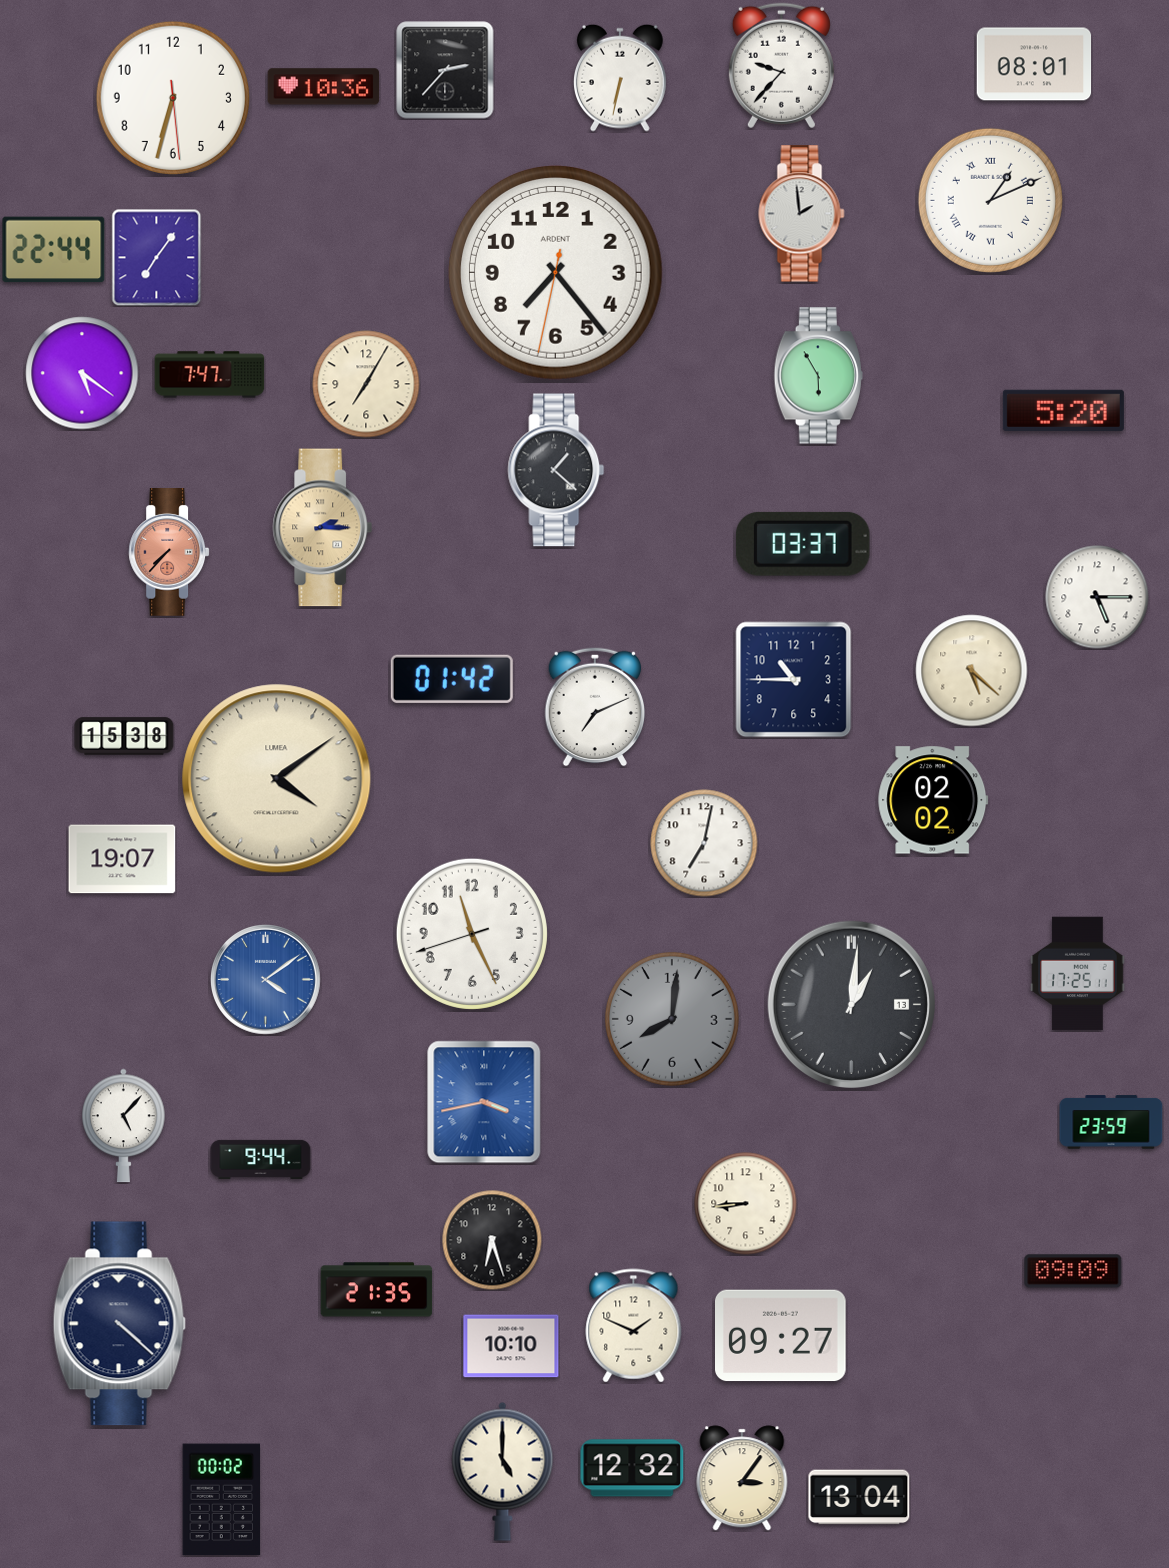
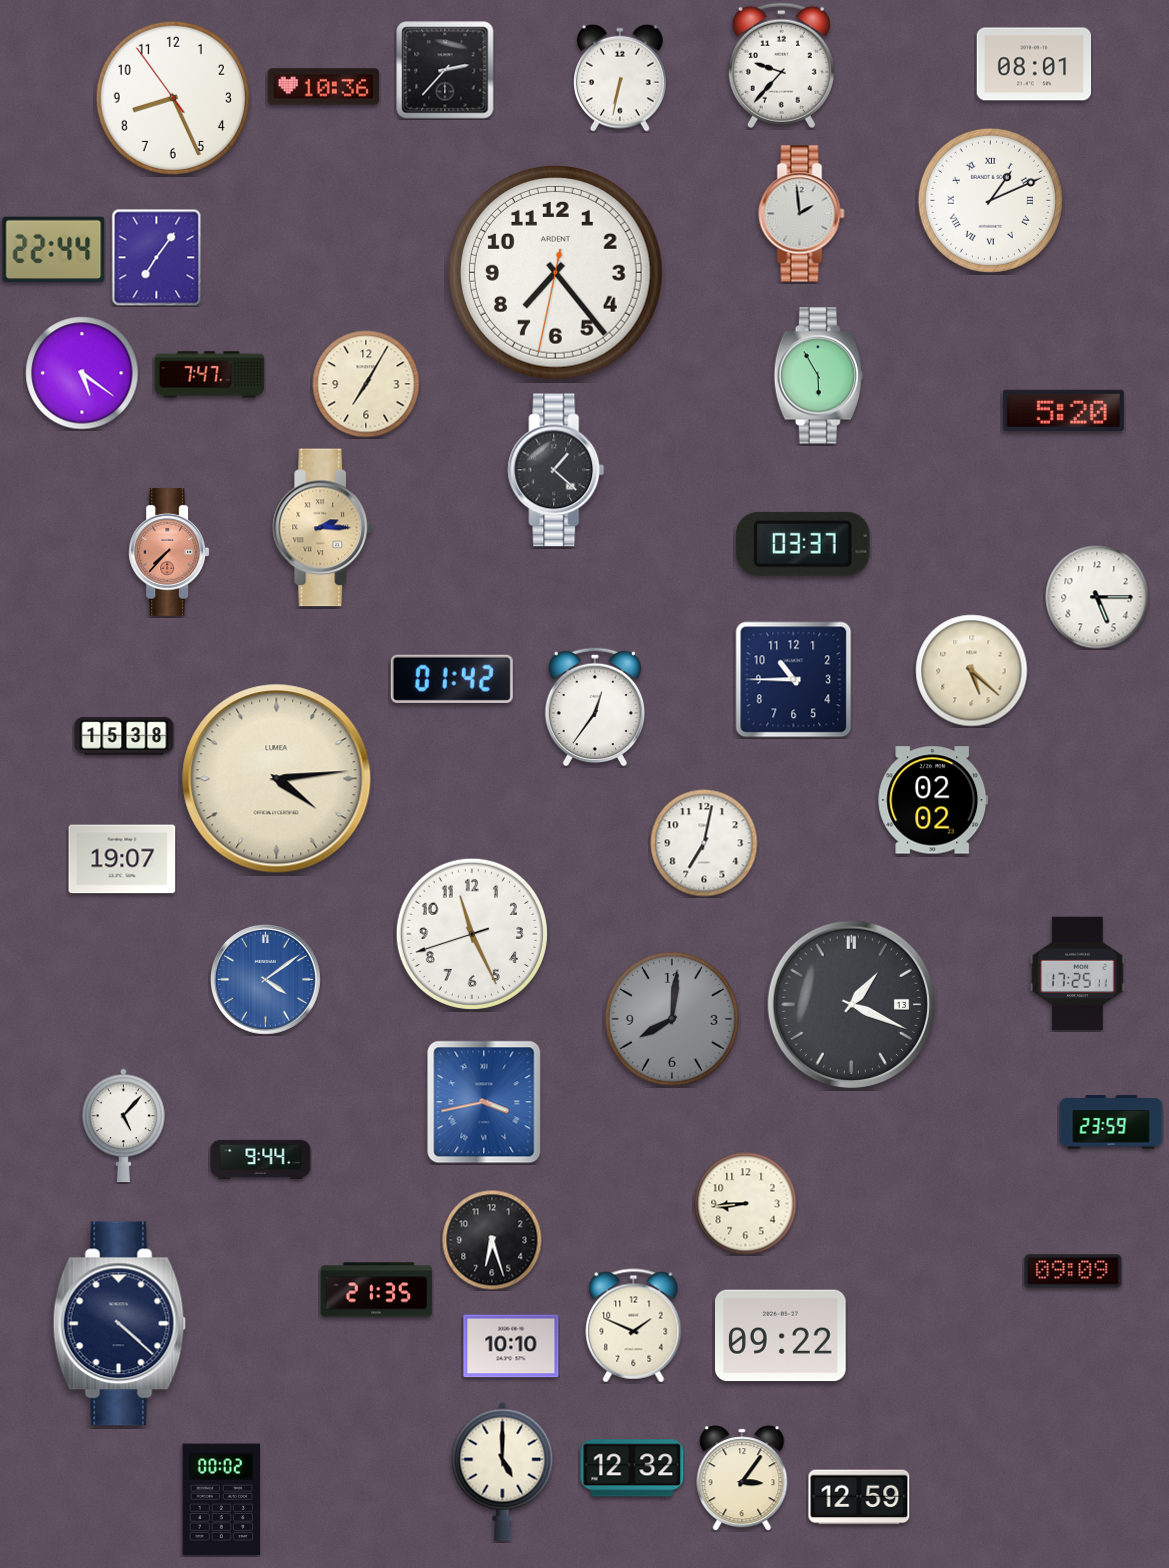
clock at (173, 98): 6:32 -> 8:25
clock at (595, 707): 7:11 -> 12:36
clock at (277, 779): 4:09 -> 4:14
clock at (851, 1004): 1:01 -> 1:19
clock at (781, 1336): 09:27 -> 09:22
clock at (859, 1497): 13:04 -> 12:59
